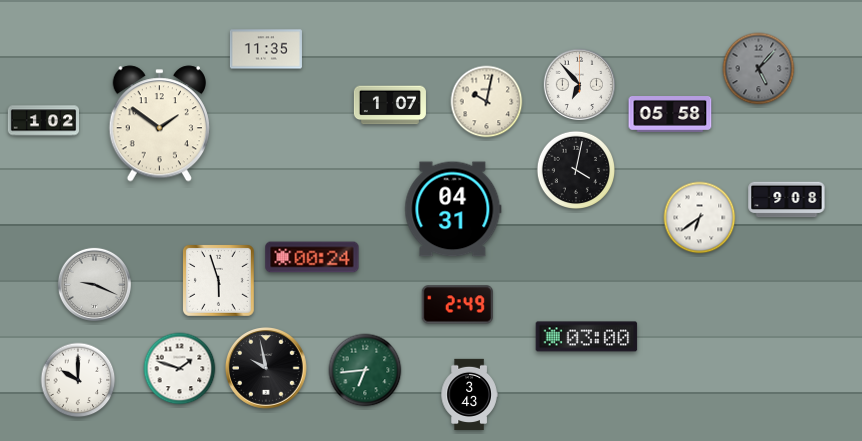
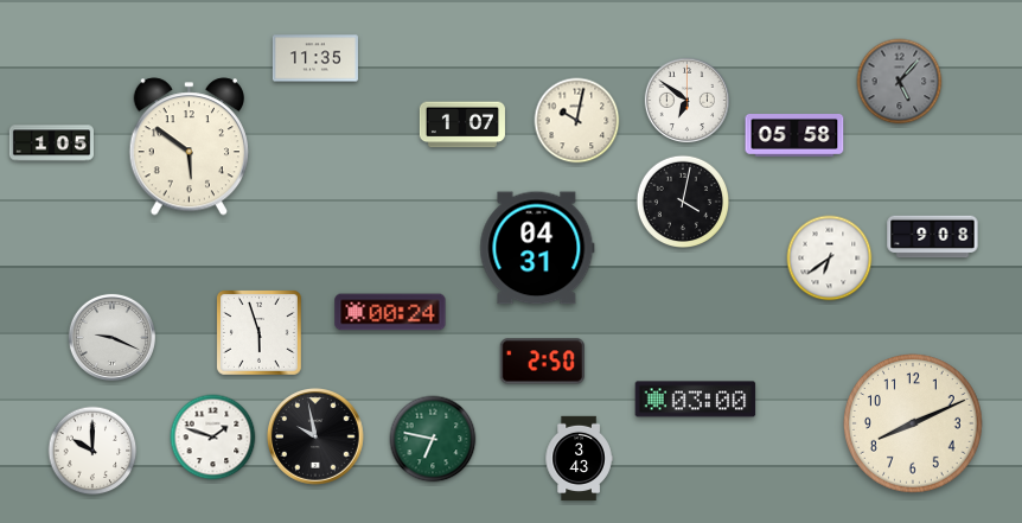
clock at (579, 84): 6:53 -> 6:51
clock at (43, 121): 1:02 -> 1:05
clock at (159, 124): 1:51 -> 5:51
clock at (312, 257) position: (312, 257) -> (390, 312)
clock at (457, 305): 2:49 -> 2:50
clock at (914, 425): none -> 8:11
clock at (365, 370): 6:44 -> 6:47
clock at (469, 394) position: (469, 394) -> (579, 458)
